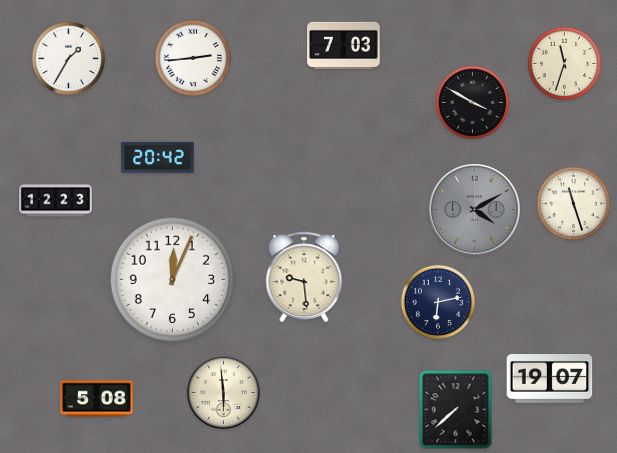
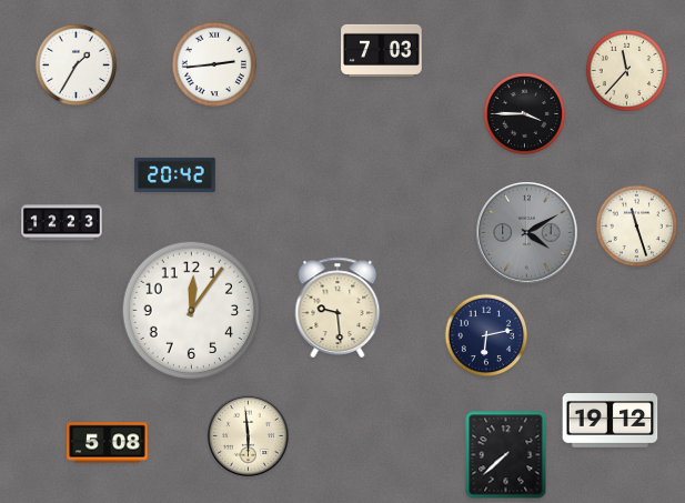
clock at (565, 64): 11:33 -> 11:37
clock at (473, 103): 3:50 -> 3:45
clock at (173, 280): 12:04 -> 12:06
clock at (550, 379): 19:07 -> 19:12
